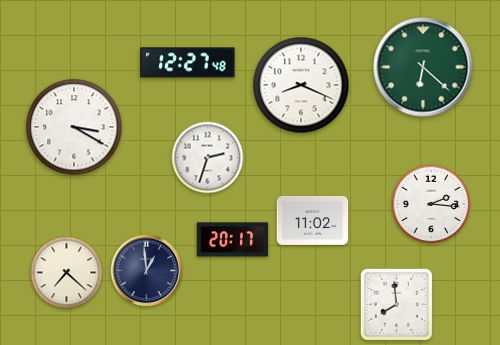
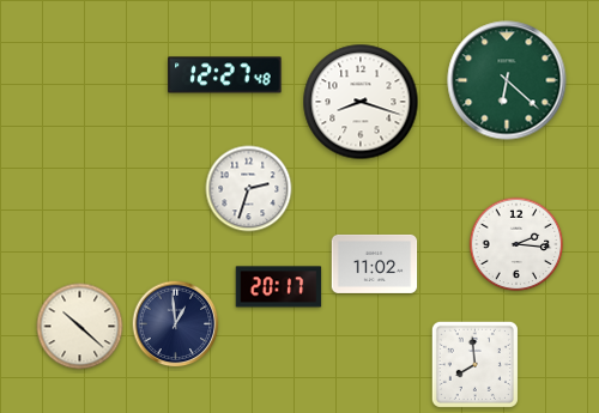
clock at (301, 85): 8:19 -> 8:18
clock at (74, 127): 3:20 -> none
clock at (67, 273): 7:22 -> 10:22
